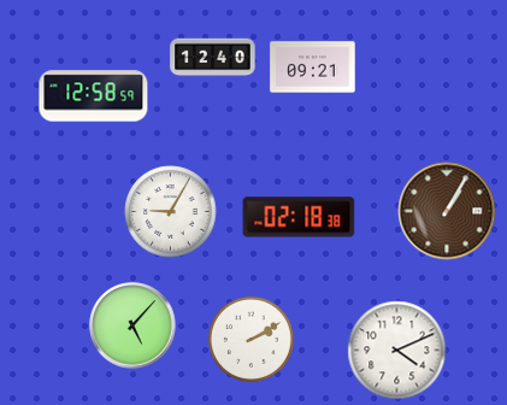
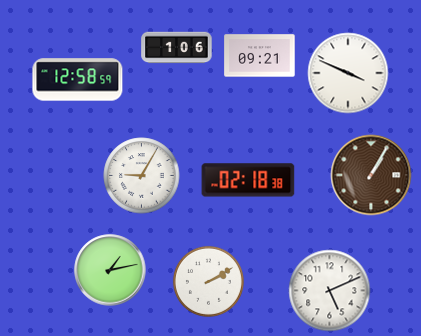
clock at (213, 58): 12:40 -> 1:06
clock at (348, 73): none -> 3:49
clock at (132, 325): 5:07 -> 1:13
clock at (397, 351): 4:11 -> 5:11
